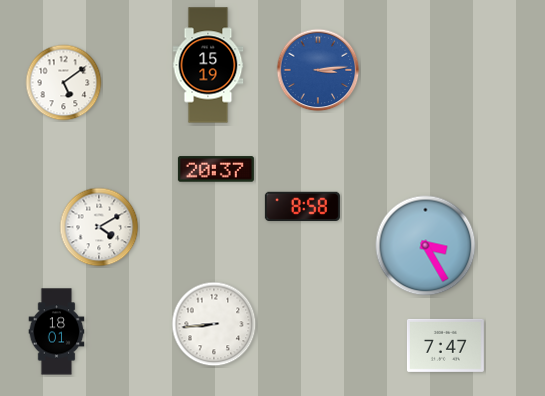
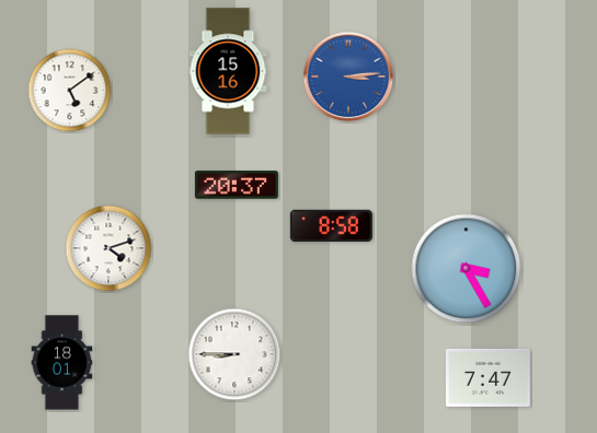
clock at (208, 65): 15:19 -> 15:16
clock at (99, 227): 4:10 -> 4:12
clock at (214, 324): 8:44 -> 8:45
